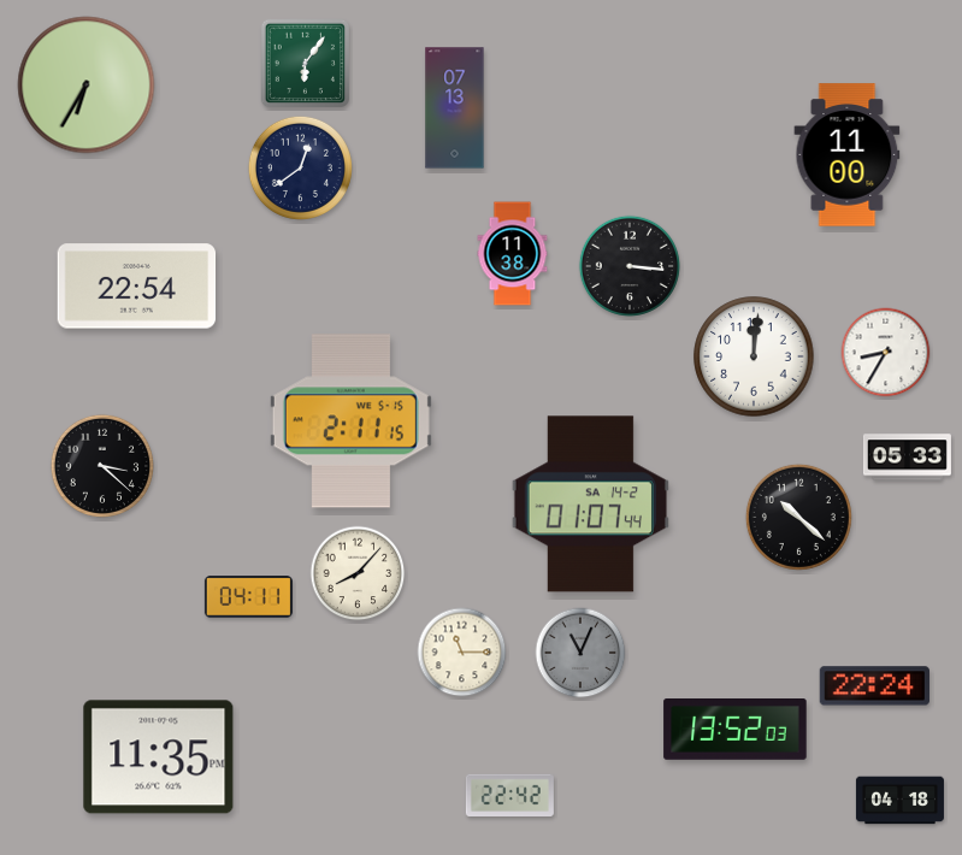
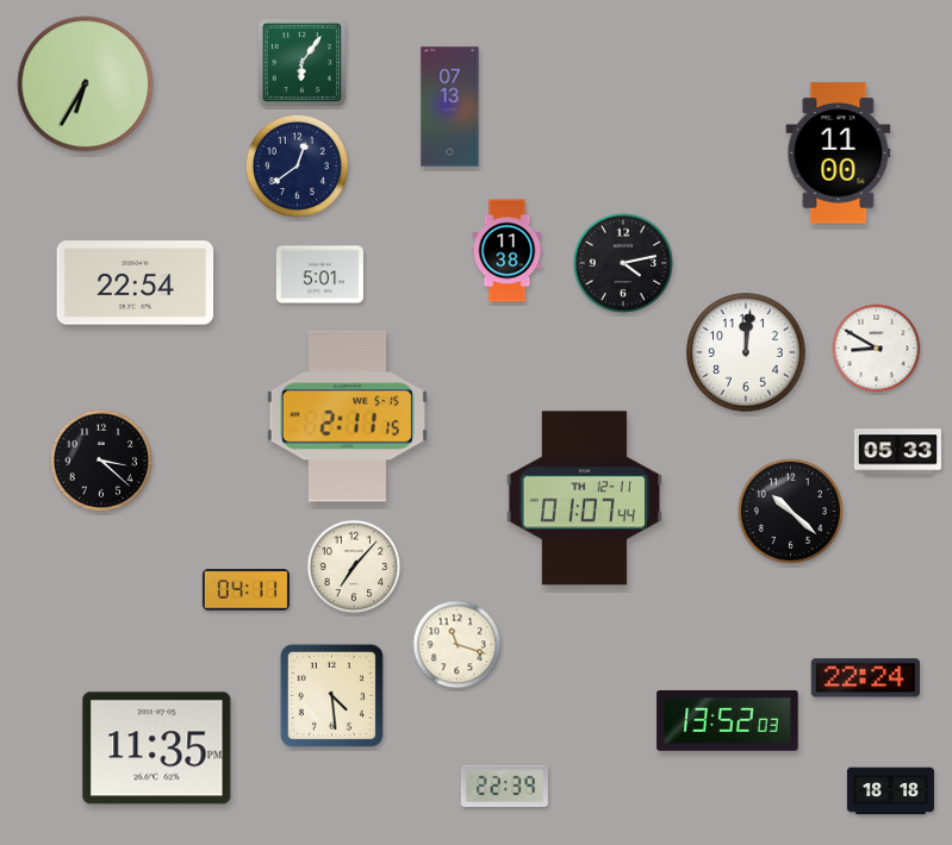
clock at (628, 265): 3:16 -> 4:13
clock at (319, 275): none -> 5:01
clock at (886, 353): 8:35 -> 8:50
clock at (590, 505) date: SA 14-2 -> TH 12-11
clock at (358, 573): 8:07 -> 7:07
clock at (462, 653): 11:15 -> 11:18
clock at (580, 653): 11:04 -> none
clock at (331, 695): none -> 4:29
clock at (509, 795): 22:42 -> 22:39
clock at (899, 801): 04:18 -> 18:18
